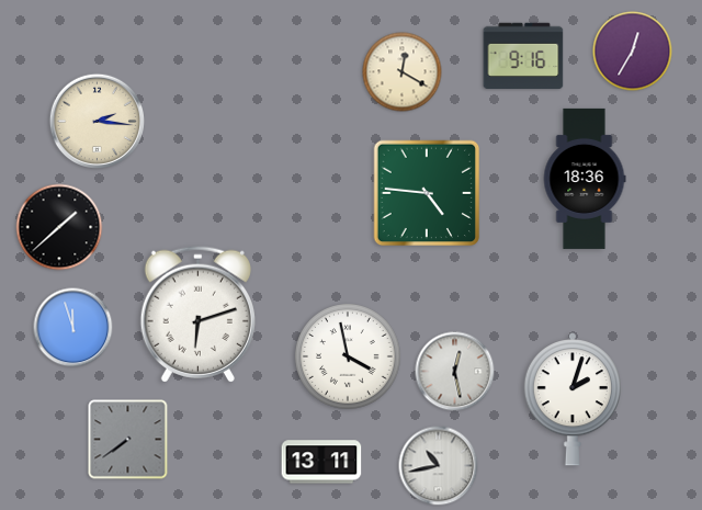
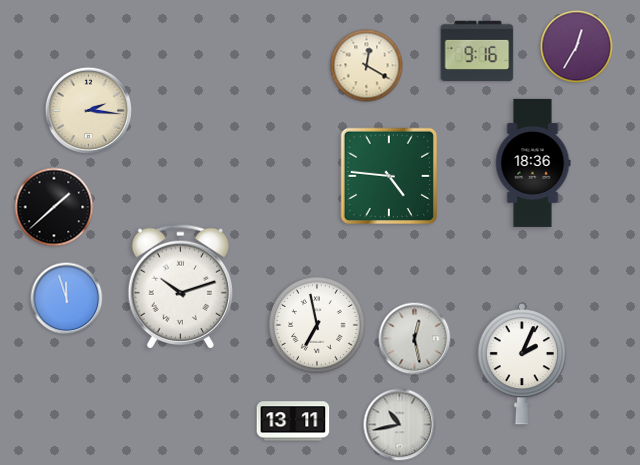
clock at (197, 314): 6:12 -> 10:12
clock at (348, 356): 3:58 -> 6:58
clock at (571, 399): 2:03 -> 2:04
clock at (128, 440): 7:39 -> none
